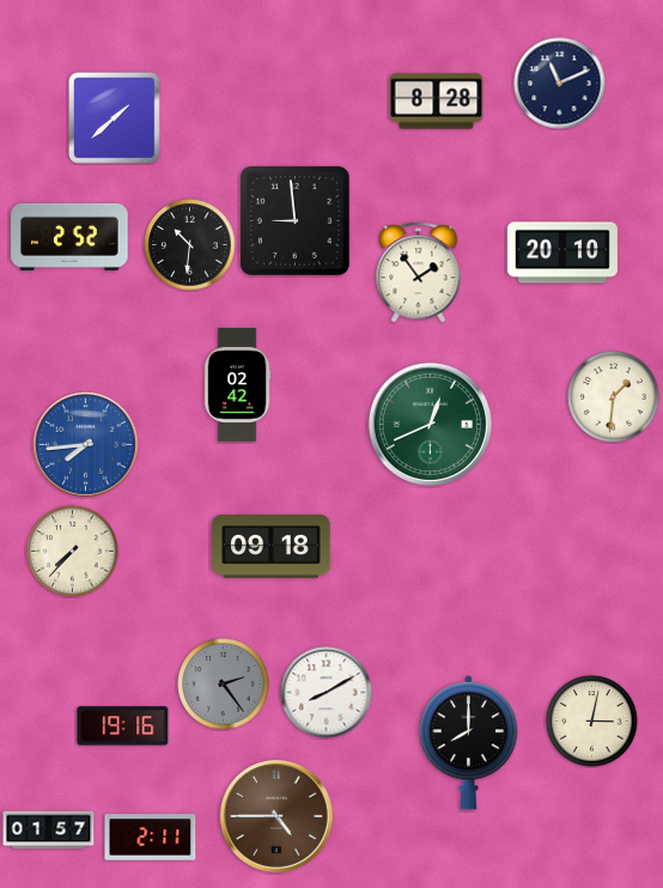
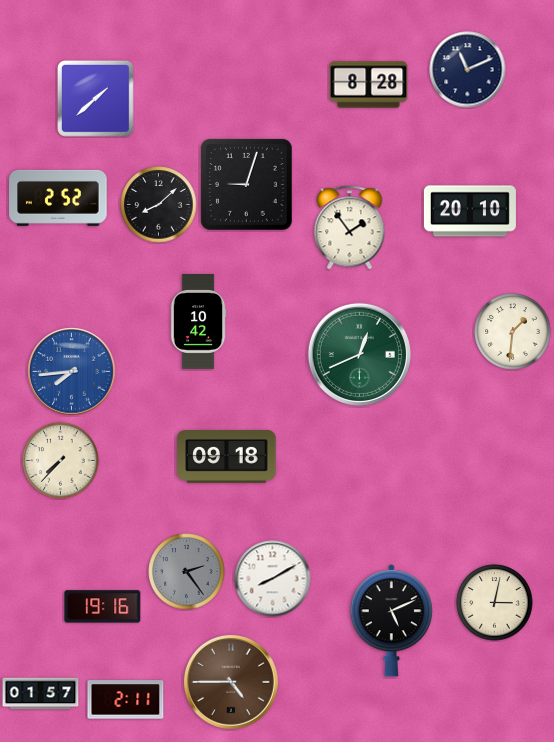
clock at (437, 102) position: (437, 102) -> (369, 85)
clock at (294, 220): 8:59 -> 9:03
clock at (190, 245): 10:31 -> 8:08
clock at (237, 385): 02:42 -> 10:42
clock at (468, 743): 8:00 -> 5:11
